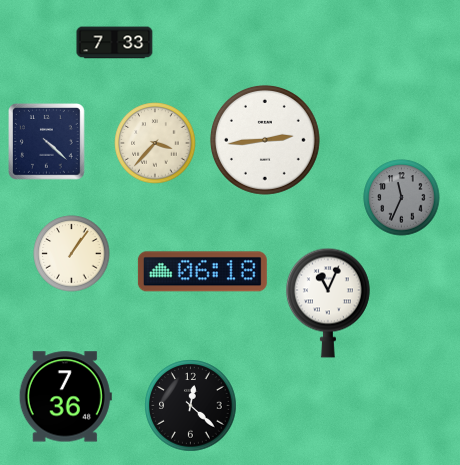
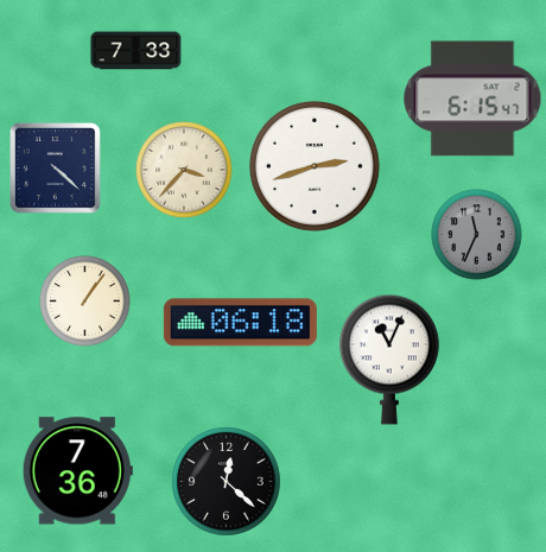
clock at (472, 99): none -> 6:15
clock at (265, 140): 2:44 -> 2:42
